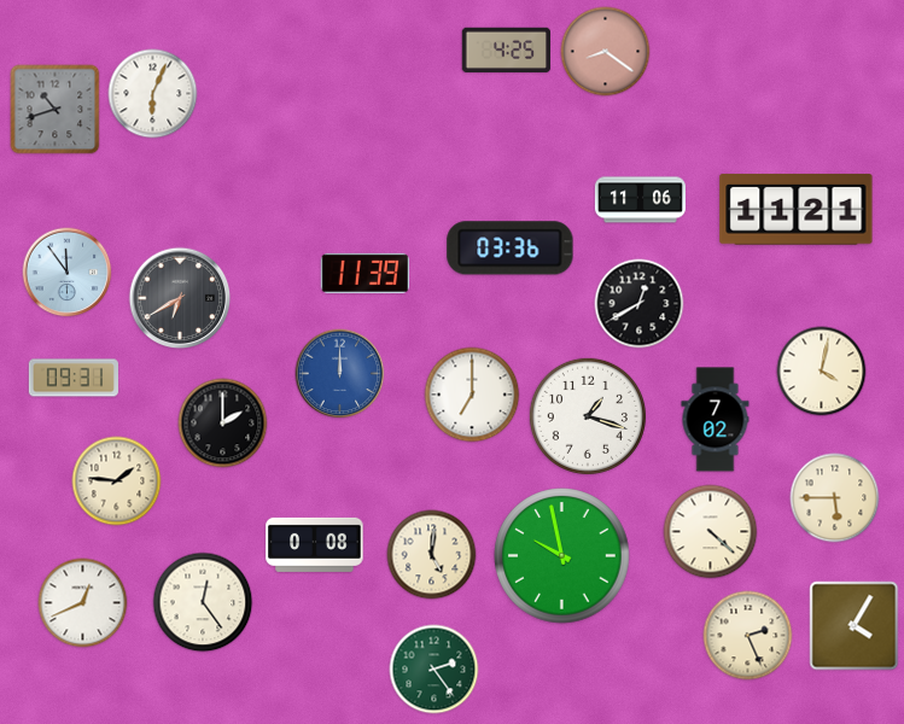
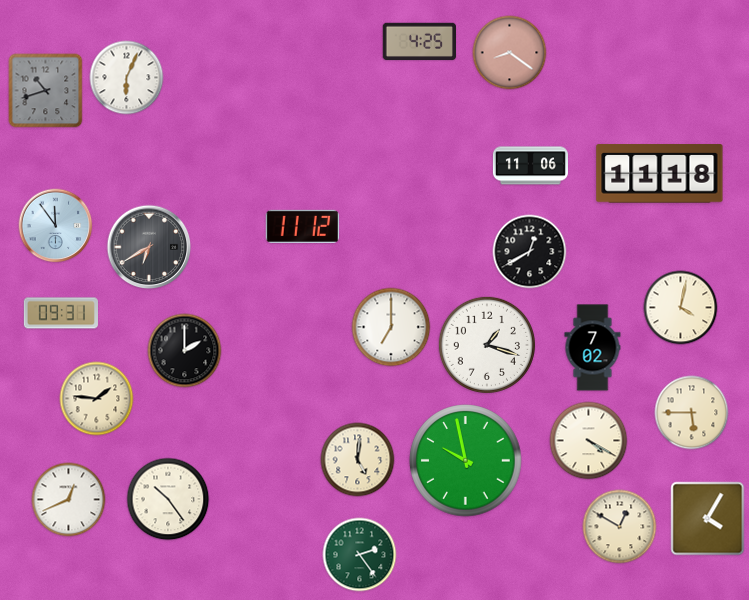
clock at (606, 52) position: (606, 52) -> (510, 53)
clock at (797, 210): 11:21 -> 11:18
clock at (511, 249): 03:36 -> none
clock at (364, 273): 11:39 -> 11:12
clock at (340, 374): 12:00 -> none
clock at (711, 532): 4:22 -> 4:20
clock at (315, 544): 0:08 -> none
clock at (203, 602): 12:24 -> 10:24
clock at (748, 636): 2:26 -> 12:50
